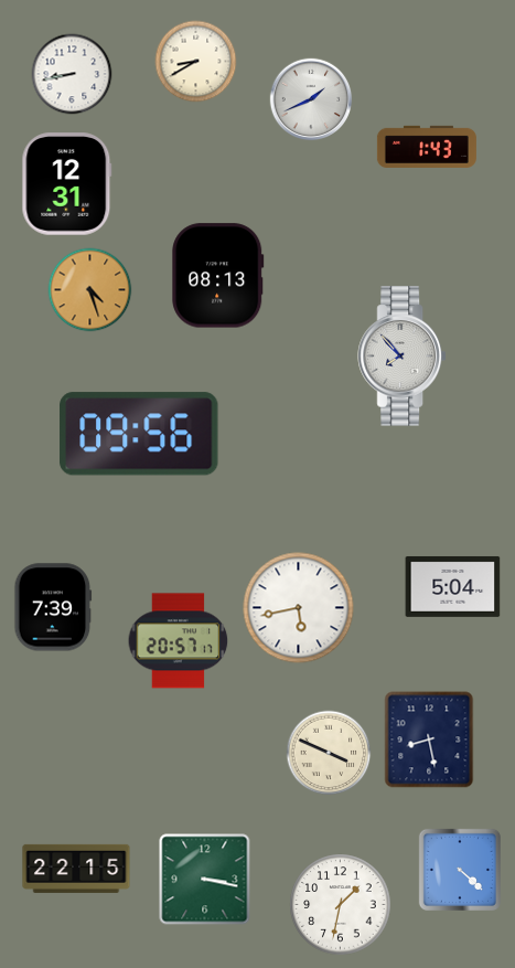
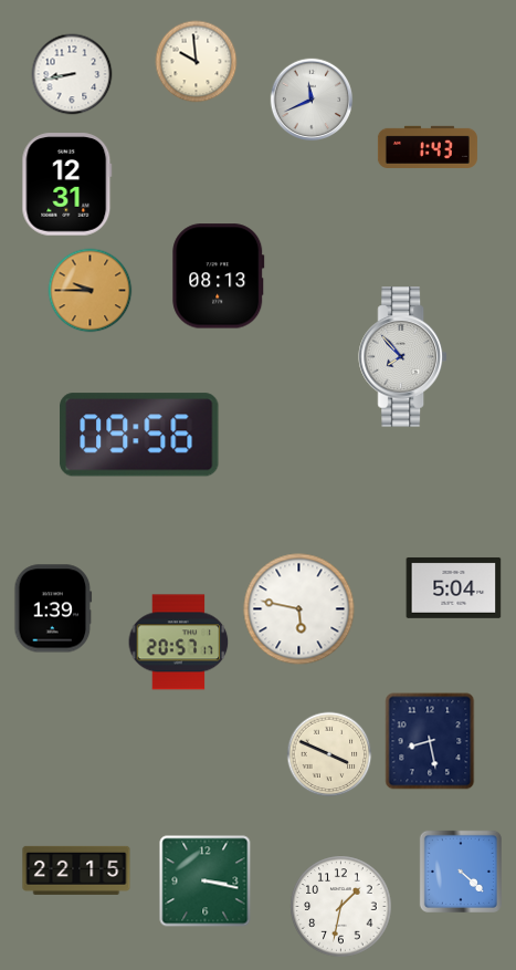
clock at (196, 62): 8:40 -> 9:59
clock at (311, 99): 1:41 -> 11:41
clock at (90, 290): 4:27 -> 9:45
clock at (53, 607): 7:39 -> 1:39
clock at (299, 608): 5:43 -> 5:47
